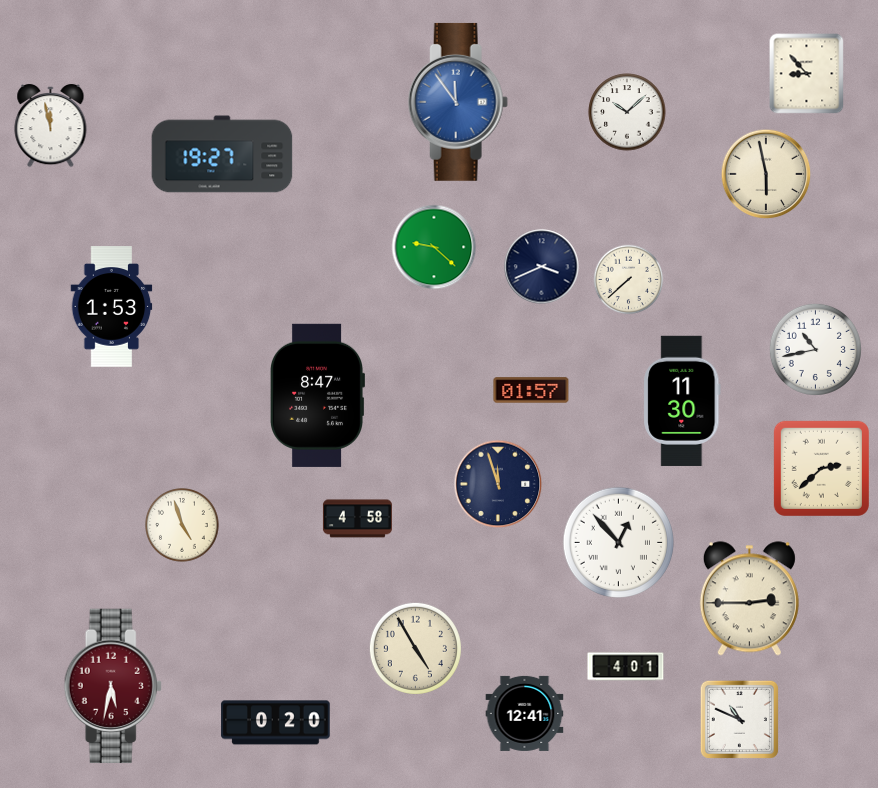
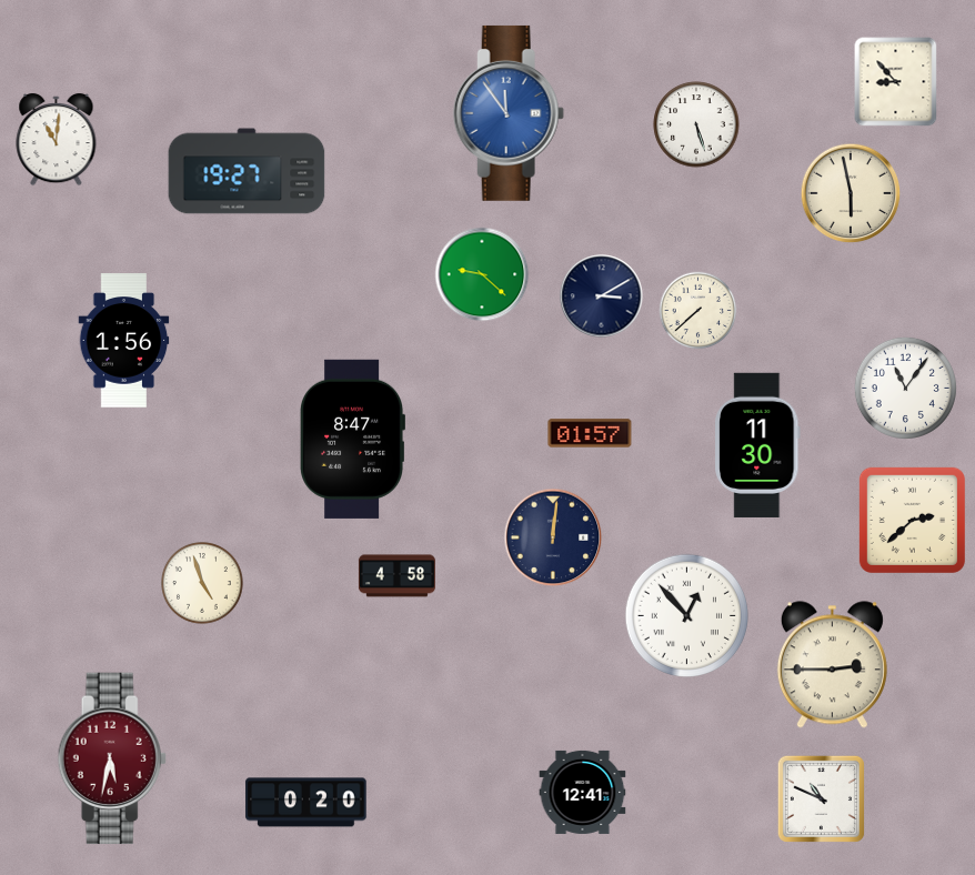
clock at (627, 112): 10:08 -> 5:27
clock at (51, 126): 11:58 -> 11:01
clock at (542, 267): 3:41 -> 3:10
clock at (112, 307): 1:53 -> 1:56
clock at (815, 349): 10:43 -> 11:06
clock at (498, 484): 11:57 -> 12:01
clock at (618, 542) position: (618, 542) -> (686, 615)
clock at (415, 648): 4:55 -> none
clock at (626, 667): 4:01 -> none
clock at (113, 686) position: (113, 686) -> (112, 758)
